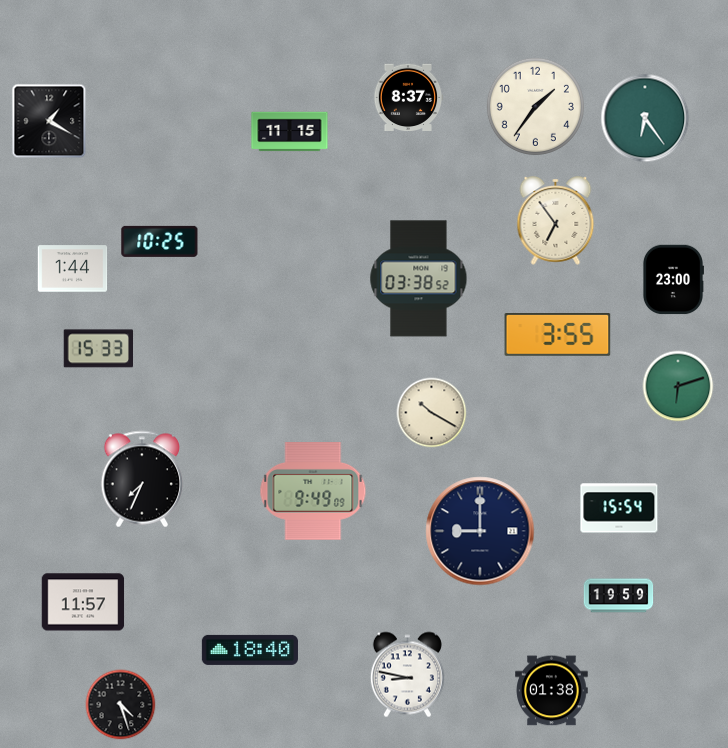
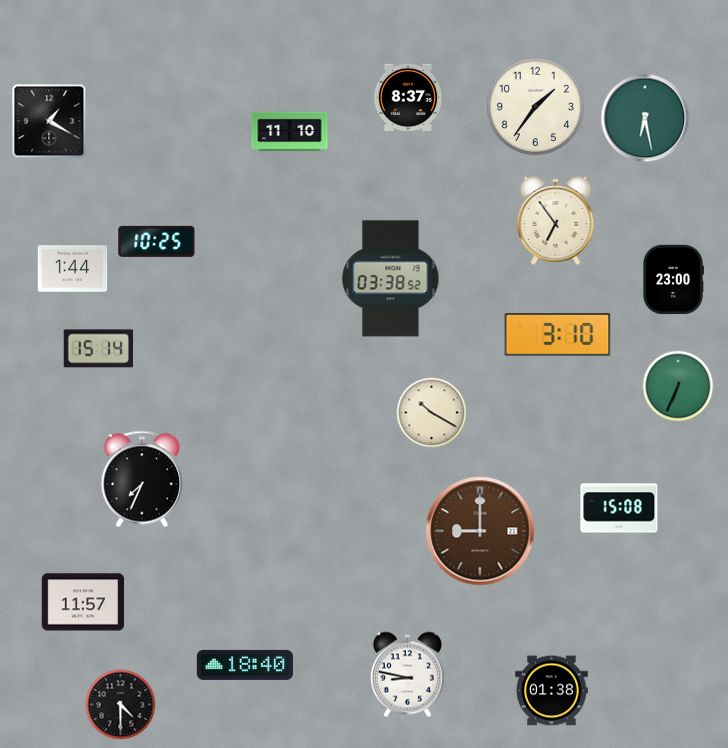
clock at (645, 118): 6:24 -> 6:28
clock at (290, 132): 11:15 -> 11:10
clock at (160, 241) position: (160, 241) -> (157, 241)
clock at (419, 279) position: (419, 279) -> (391, 279)
clock at (558, 335): 3:55 -> 3:10
clock at (98, 349): 15:33 -> 15:14
clock at (678, 386): 6:12 -> 6:34
clock at (313, 492): 9:49 -> none
clock at (619, 508): 15:54 -> 15:08
clock at (480, 531) dial: navy -> brown
clock at (619, 596): 19:59 -> none
clock at (250, 650) position: (250, 650) -> (245, 665)
clock at (121, 705): 4:27 -> 4:30
